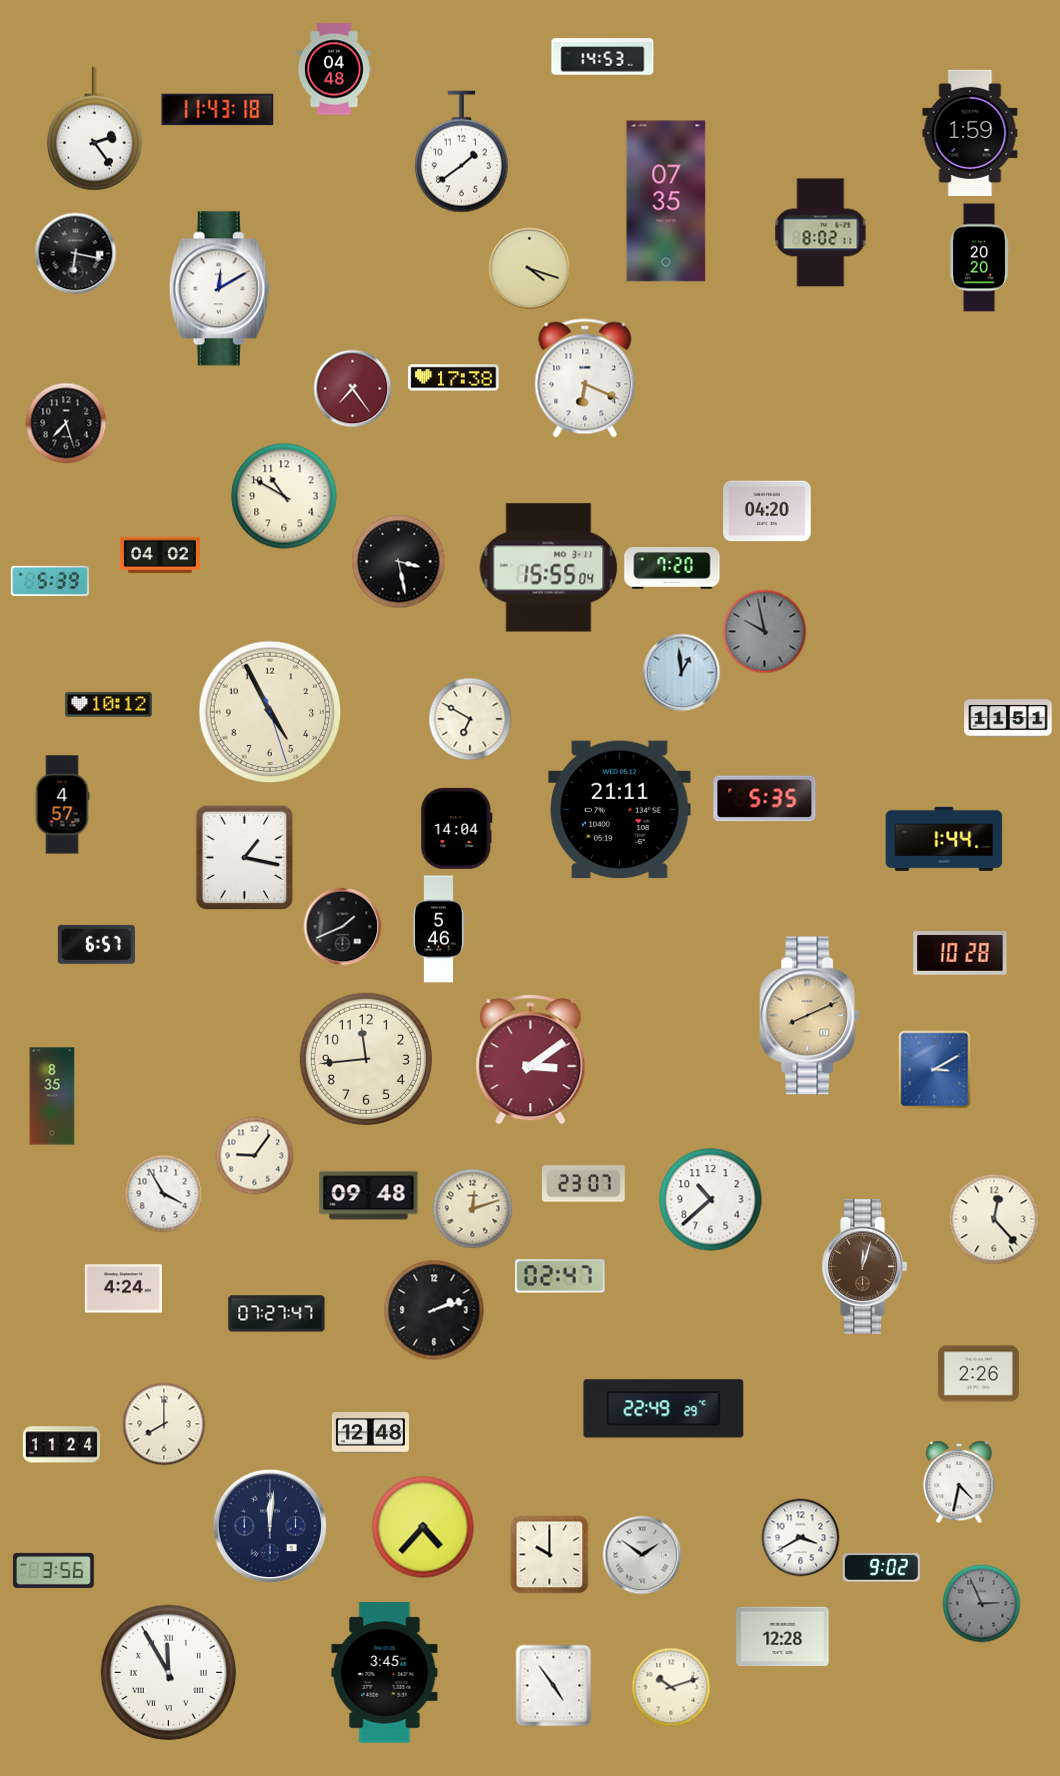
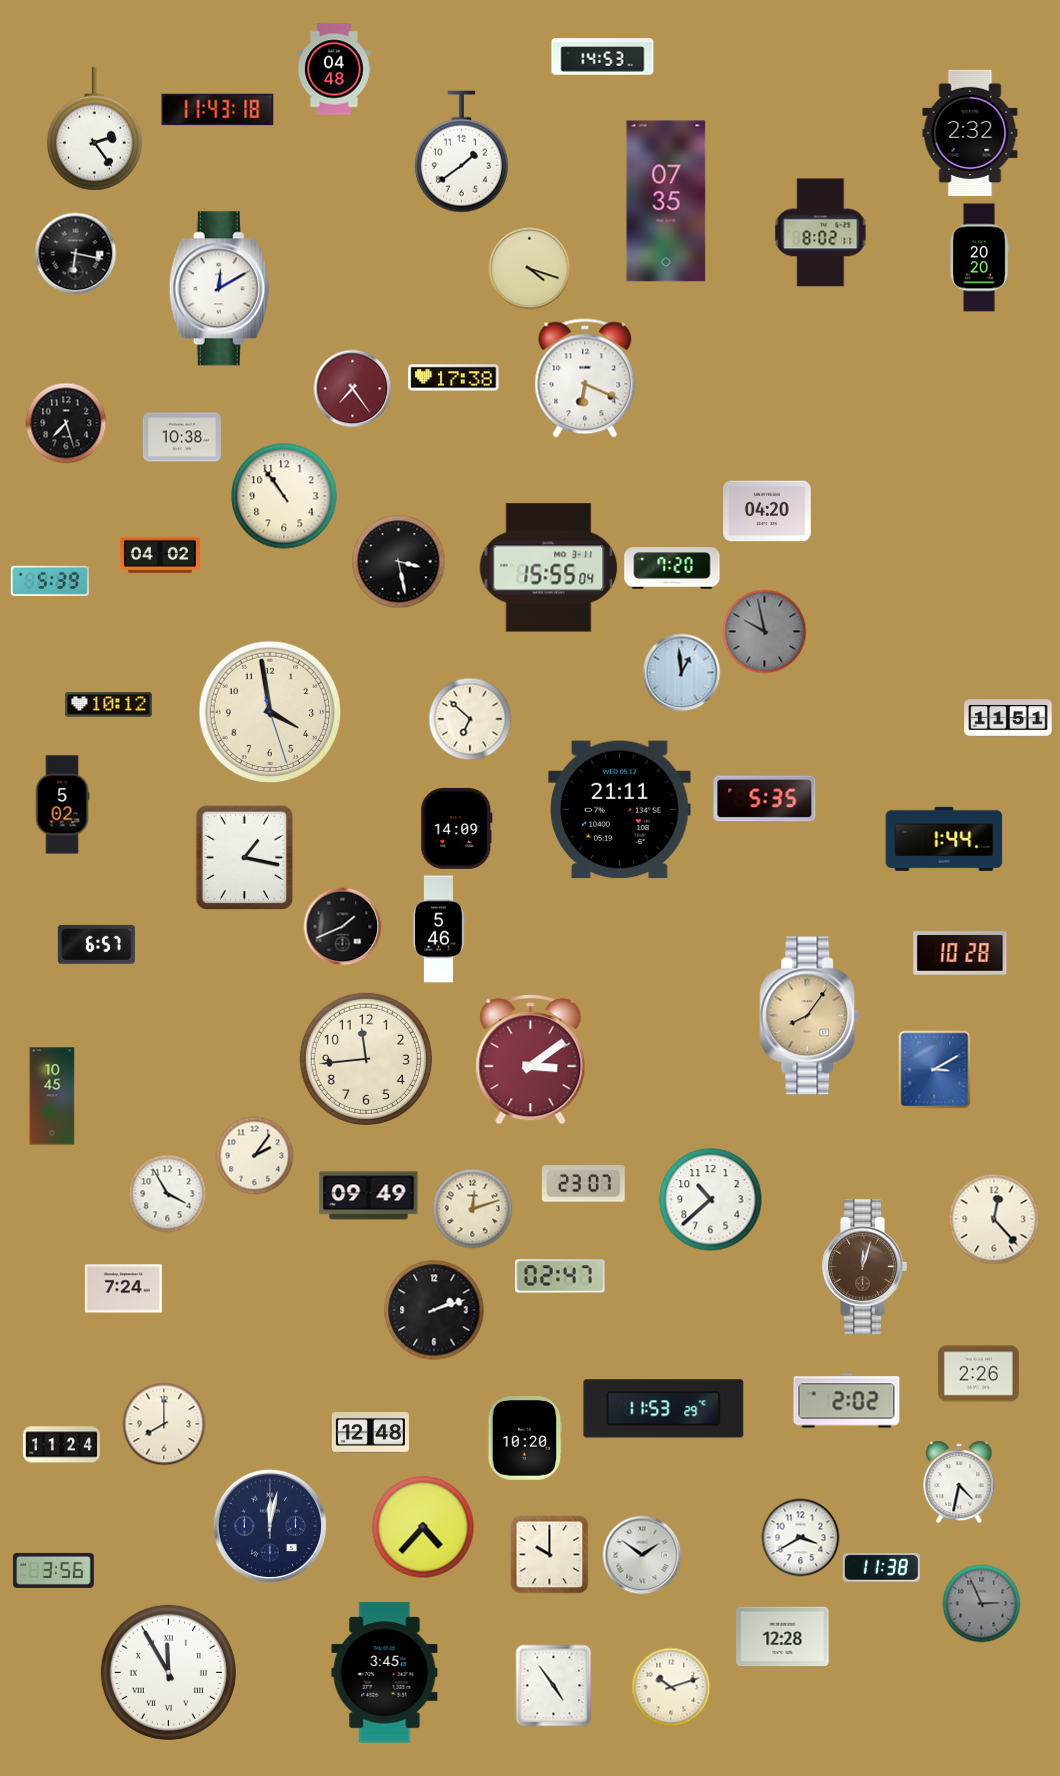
clock at (970, 133): 1:59 -> 2:32
clock at (182, 437): none -> 10:38
clock at (284, 496): 10:50 -> 10:54
clock at (270, 712): 4:55 -> 3:58
clock at (470, 719): 6:50 -> 6:52
clock at (62, 805): 4:57 -> 5:02
clock at (457, 828): 14:04 -> 14:09
clock at (810, 1016): 8:11 -> 8:06
clock at (52, 1096): 8:35 -> 10:45
clock at (254, 1155): 9:06 -> 2:06
clock at (163, 1193) position: (163, 1193) -> (167, 1193)
clock at (369, 1196): 09:48 -> 09:49
clock at (123, 1289): 4:24 -> 7:24
clock at (277, 1314): 07:27 -> none
clock at (847, 1401): none -> 2:02
clock at (664, 1409): 22:49 -> 11:53
clock at (525, 1439): none -> 10:20
clock at (270, 1526): 12:01 -> 12:02
clock at (881, 1568): 9:02 -> 11:38
